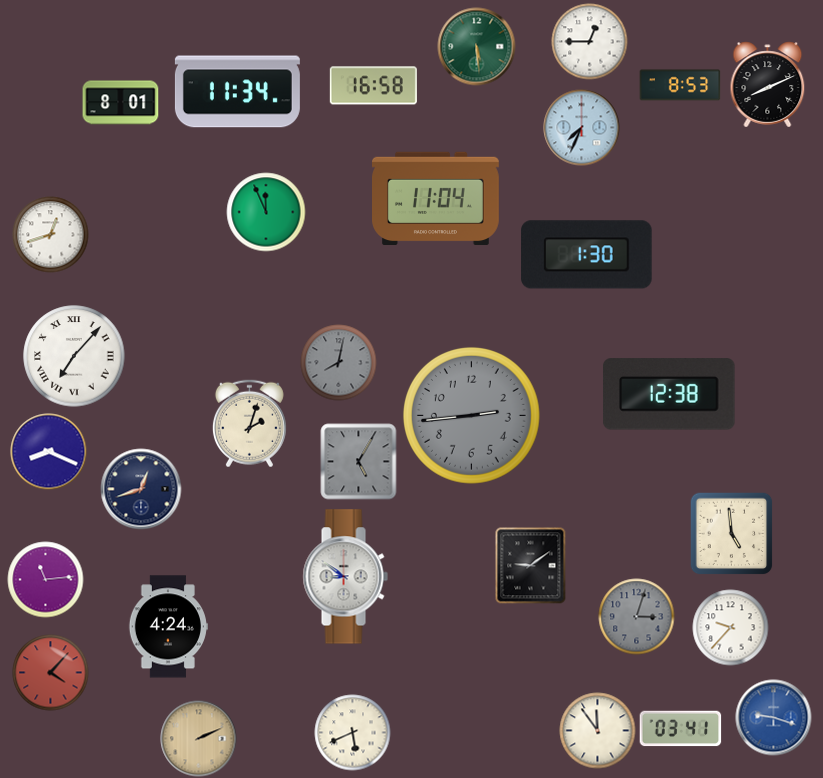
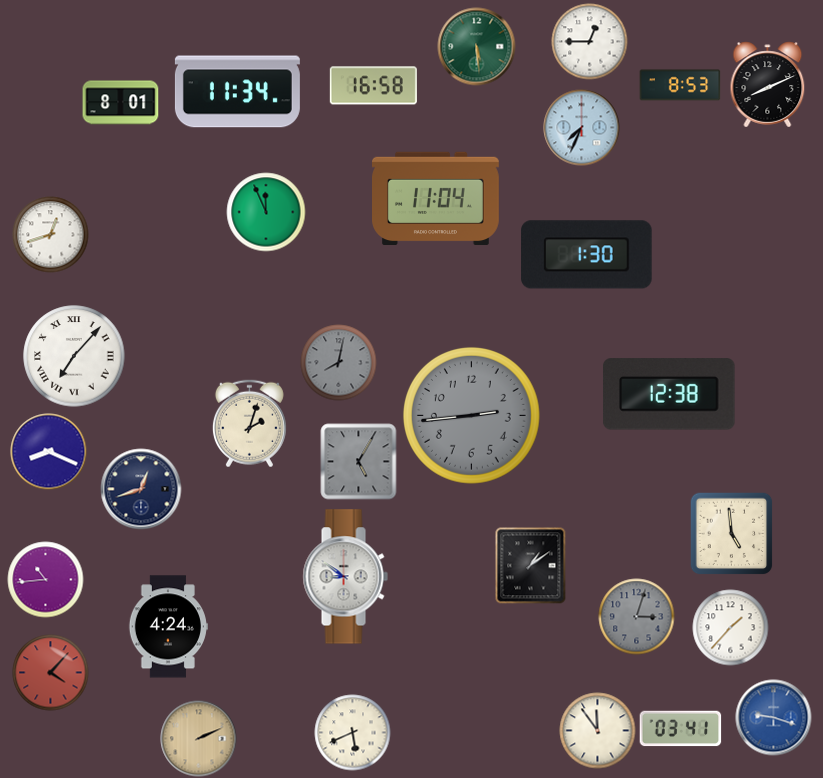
clock at (531, 566): 9:09 -> 1:09
clock at (46, 580): 11:14 -> 10:44
clock at (731, 628): 9:37 -> 1:37
